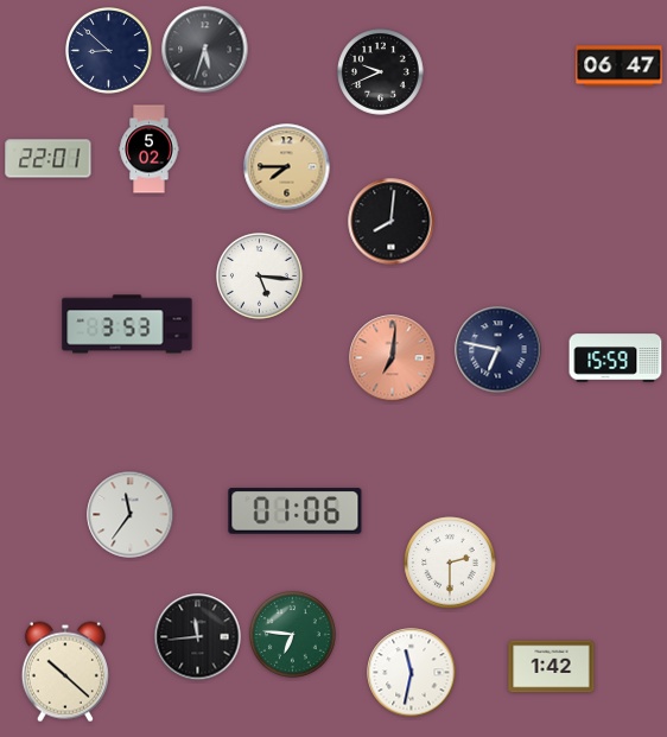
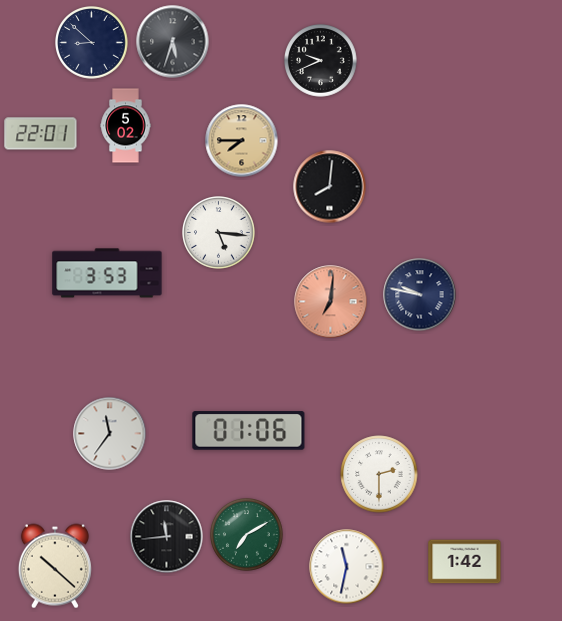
clock at (620, 66): 06:47 -> none
clock at (498, 350): 6:47 -> 9:47
clock at (616, 358): 15:59 -> none
clock at (293, 635): 6:46 -> 7:10
